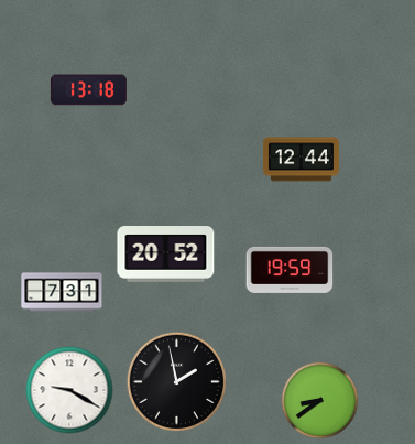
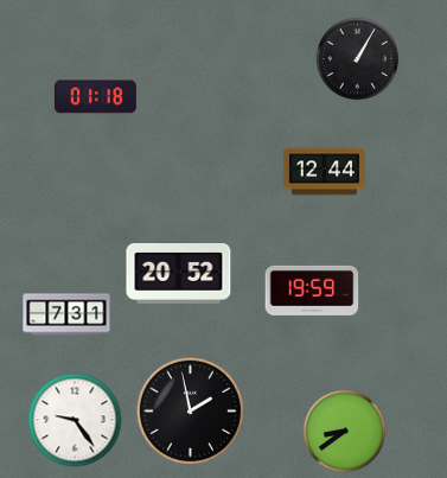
clock at (358, 59): none -> 1:05
clock at (88, 90): 13:18 -> 01:18
clock at (69, 390): 9:20 -> 9:24
